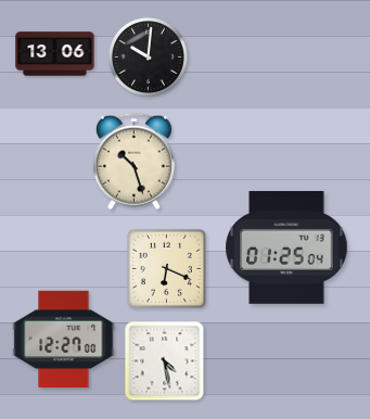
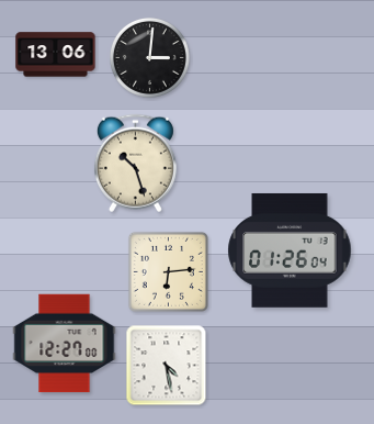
clock at (148, 56): 10:01 -> 3:01
clock at (286, 247): 01:25 -> 01:26
clock at (166, 268): 6:19 -> 6:14
